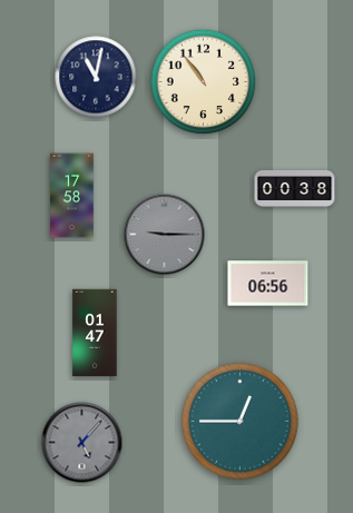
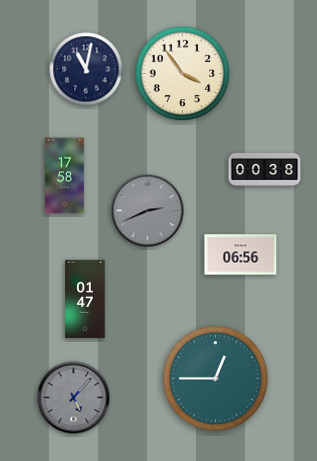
clock at (204, 82): 10:54 -> 3:54
clock at (165, 235): 9:15 -> 2:41
